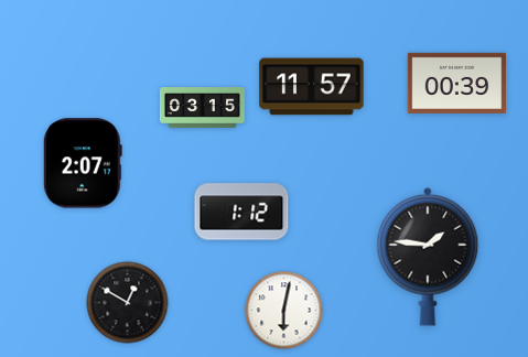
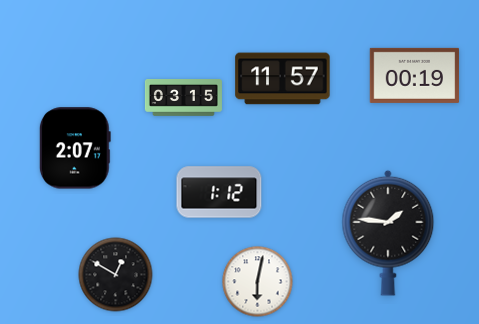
clock at (457, 83): 00:39 -> 00:19
